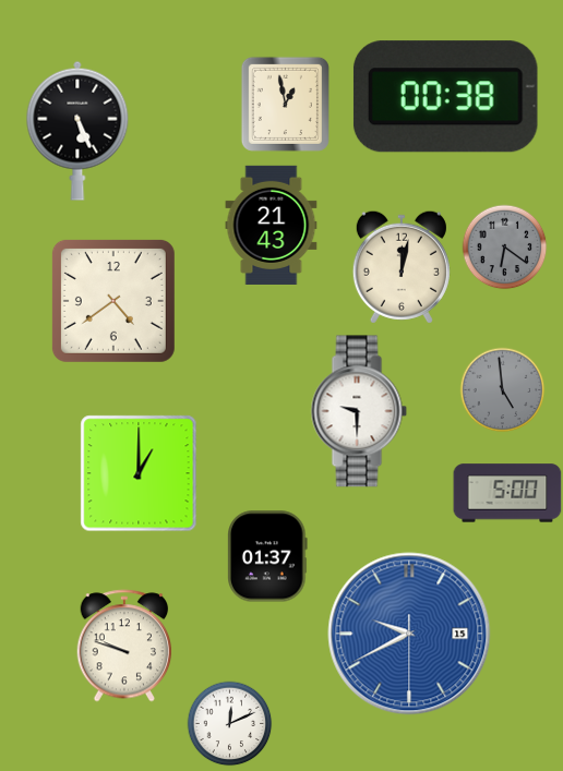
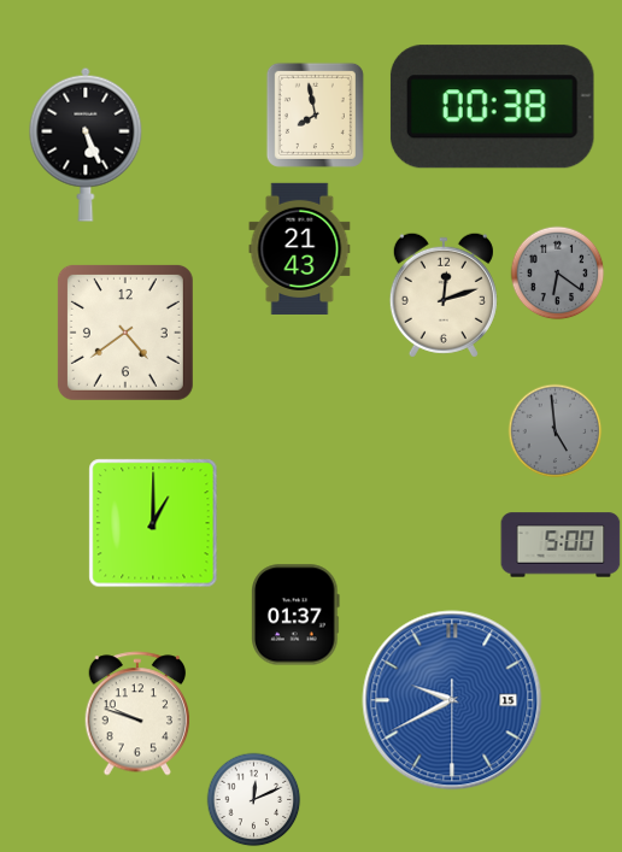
clock at (285, 104): 12:58 -> 7:58
clock at (402, 267): 12:02 -> 12:12
clock at (359, 411): 9:30 -> none
